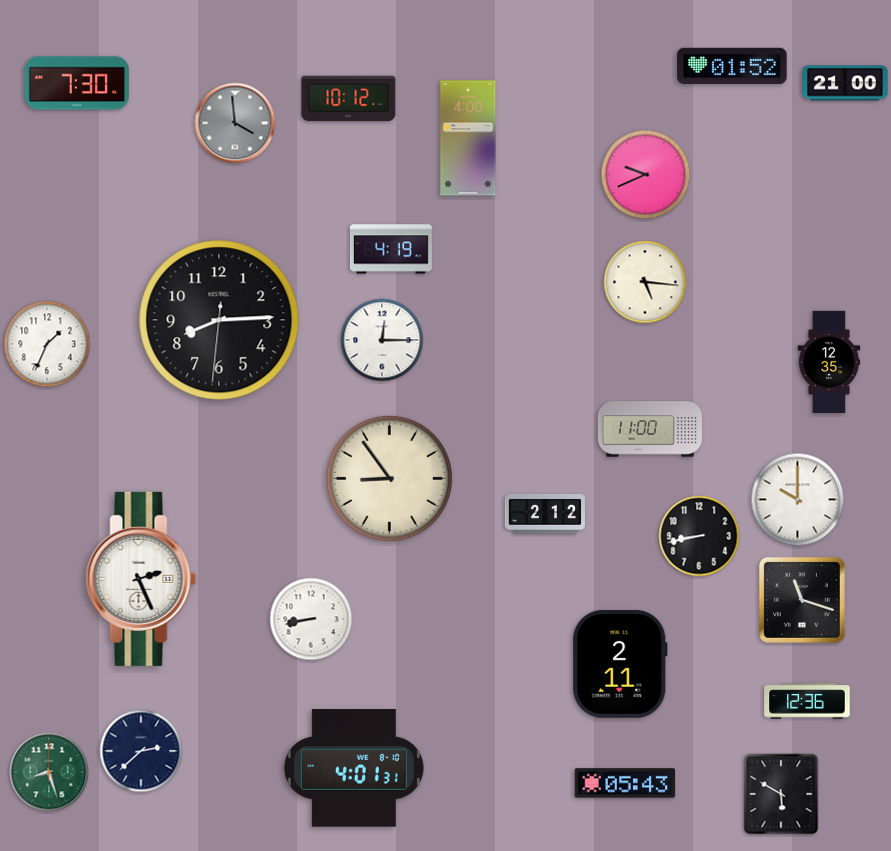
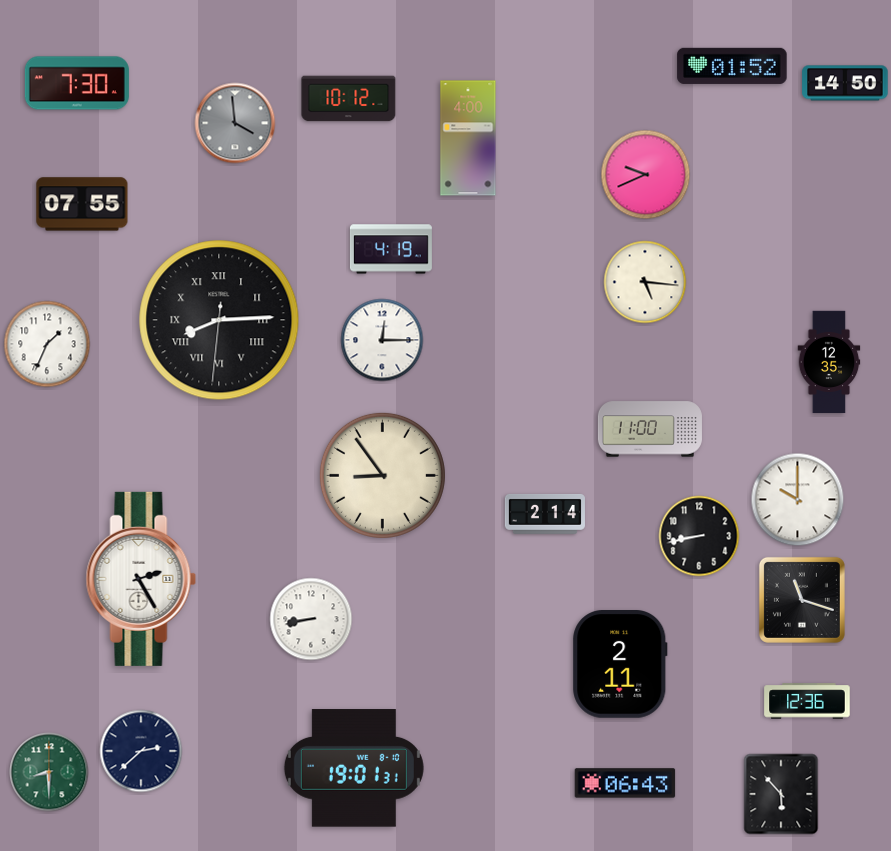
clock at (845, 83): 21:00 -> 14:50
clock at (82, 204): none -> 07:55
clock at (219, 320) numerals: Arabic -> Roman
clock at (389, 478) position: (389, 478) -> (382, 475)
clock at (545, 514): 2:12 -> 2:14
clock at (141, 579): 2:26 -> 2:25
clock at (354, 768): 4:01 -> 19:01
clock at (49, 772): 8:27 -> 8:30
clock at (625, 783): 05:43 -> 06:43
clock at (781, 794): 5:50 -> 5:53
